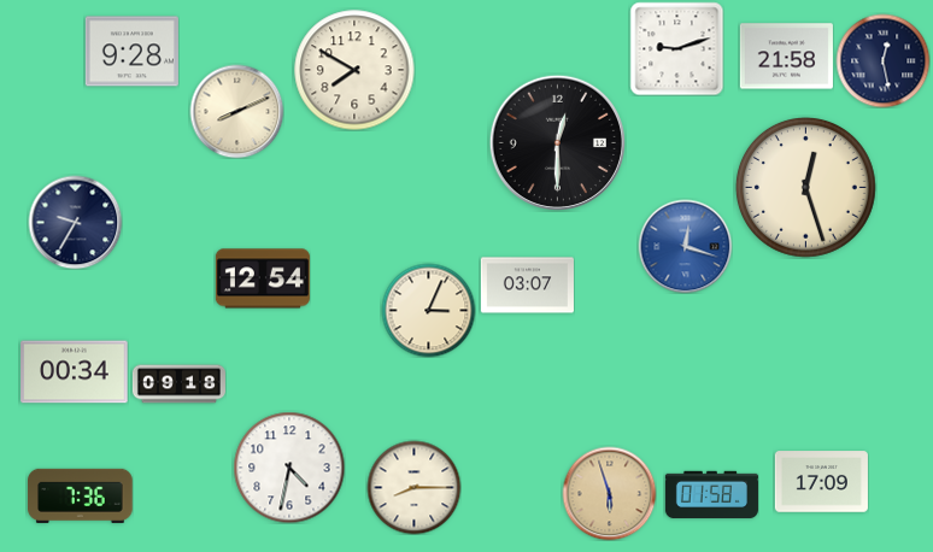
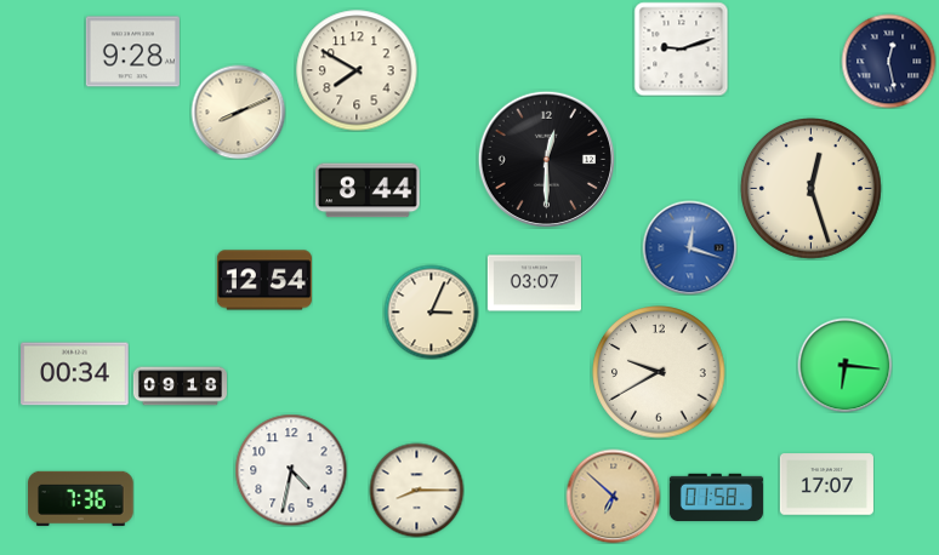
clock at (786, 57): 21:58 -> none
clock at (557, 142) position: (557, 142) -> (546, 159)
clock at (369, 190): none -> 8:44
clock at (75, 222): 9:35 -> none
clock at (527, 286) position: (527, 286) -> (534, 284)
clock at (844, 365): none -> 6:16
clock at (659, 372): none -> 9:40
clock at (821, 482): 17:09 -> 17:07
clock at (609, 493): 5:57 -> 6:52
